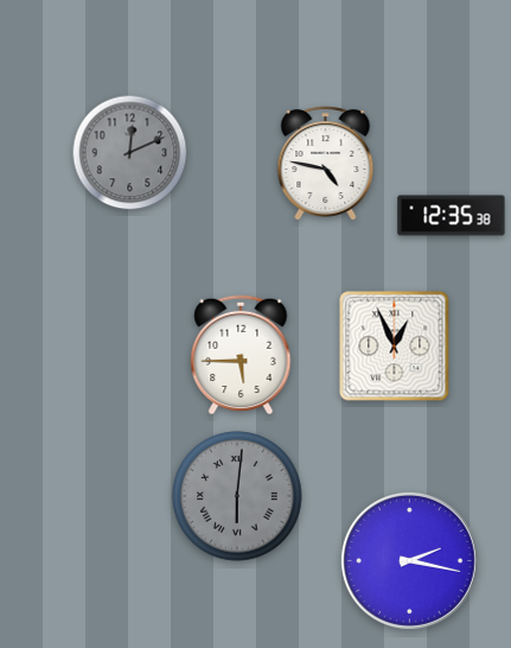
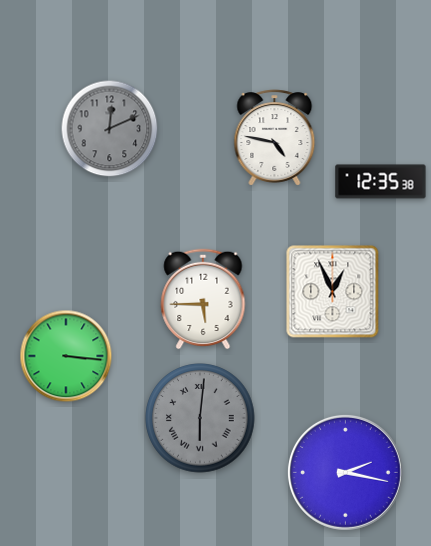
clock at (66, 356): none -> 3:16
